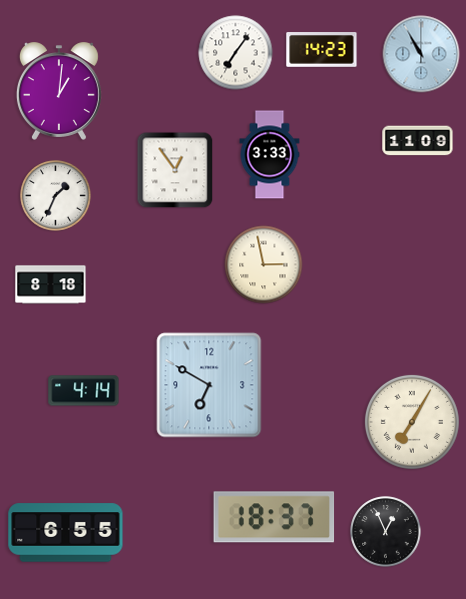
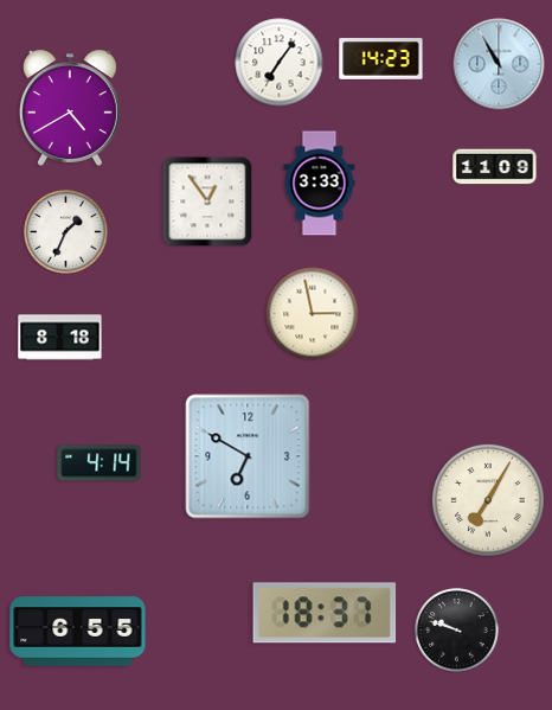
clock at (59, 91): 1:01 -> 4:40
clock at (386, 532): 12:56 -> 9:48
